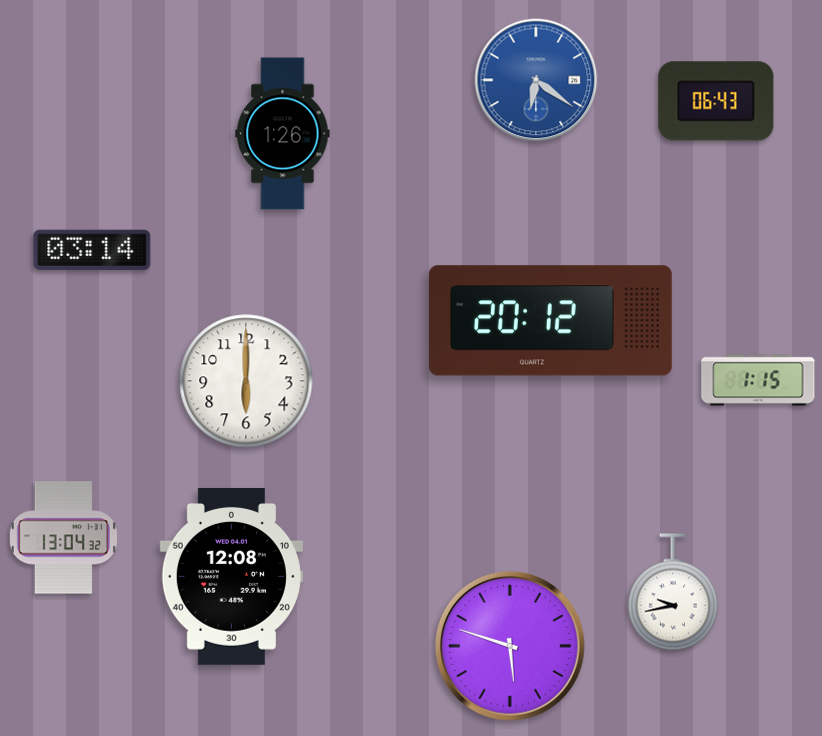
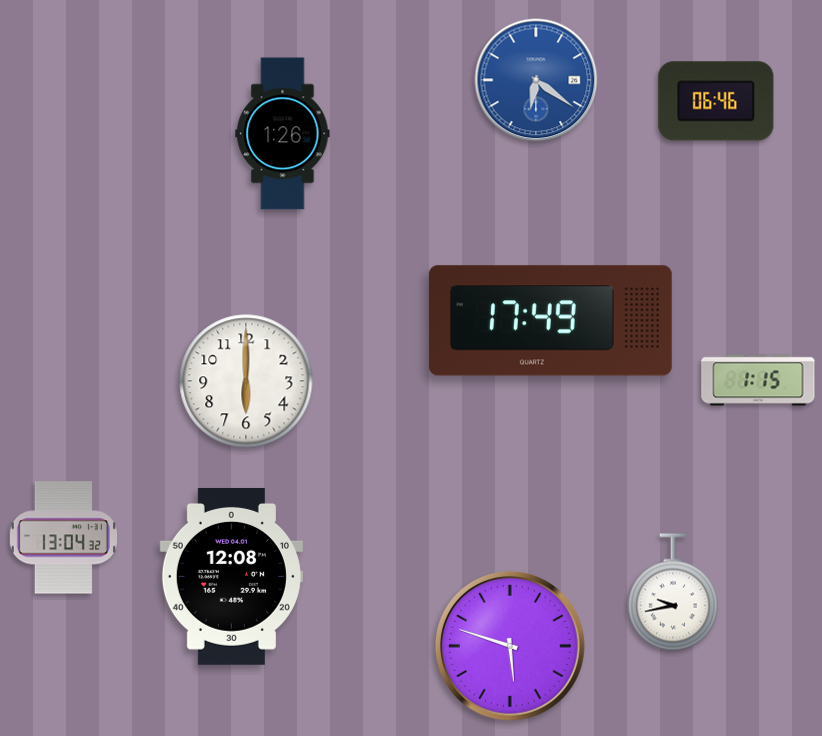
clock at (716, 101): 06:43 -> 06:46
clock at (92, 250): 03:14 -> none
clock at (550, 321): 20:12 -> 17:49
